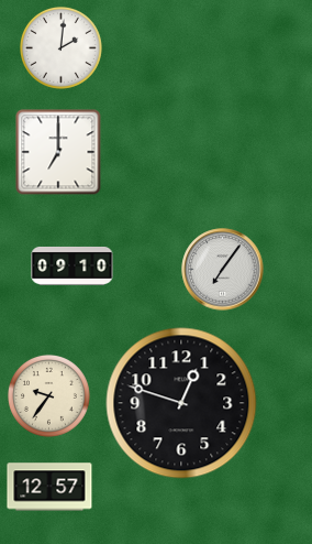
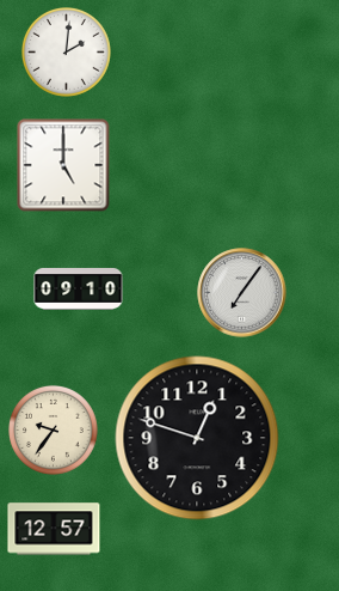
clock at (58, 152): 7:00 -> 5:00
